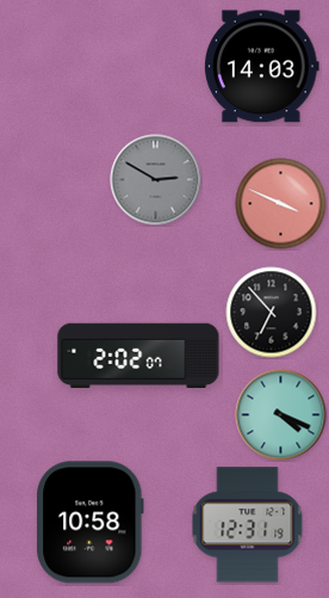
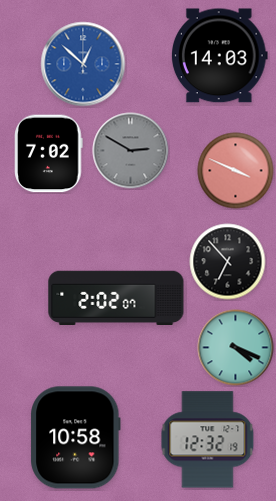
clock at (83, 64): none -> 12:52
clock at (49, 154): none -> 7:02
clock at (248, 525): 12:31 -> 12:32
